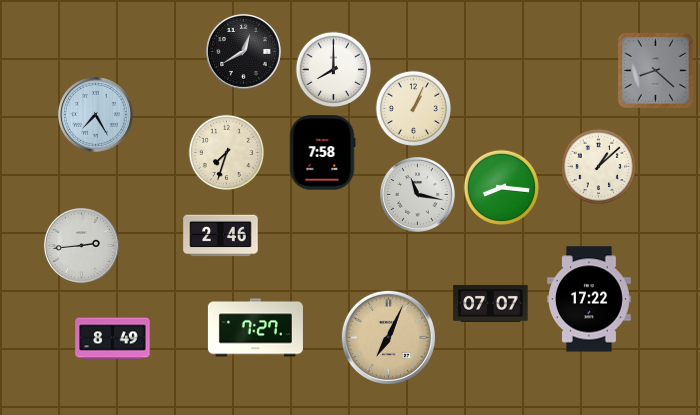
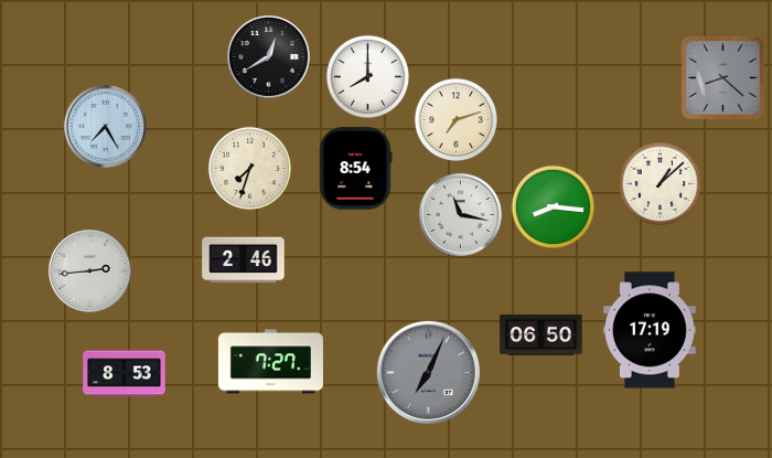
clock at (414, 109): 1:04 -> 7:12
clock at (322, 153): 7:58 -> 8:54
clock at (589, 299): 17:22 -> 17:19
clock at (491, 303): 07:07 -> 06:50
clock at (255, 328) position: (255, 328) -> (270, 362)
clock at (388, 337) dial: champagne -> grey
clock at (113, 339): 8:49 -> 8:53
